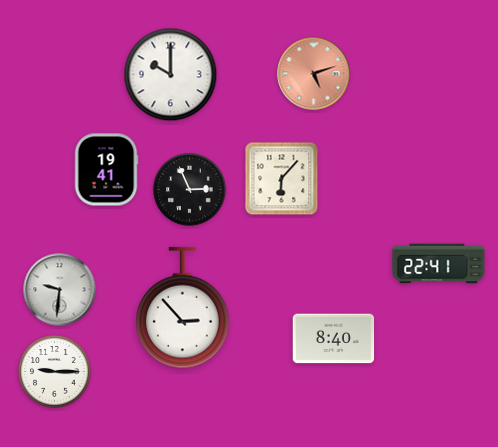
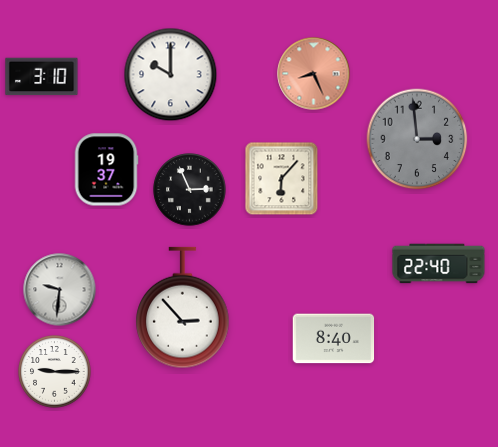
clock at (314, 74): 5:12 -> 8:26
clock at (42, 77): none -> 3:10
clock at (417, 139): none -> 2:59
clock at (106, 170): 19:41 -> 19:37
clock at (439, 264): 22:41 -> 22:40
